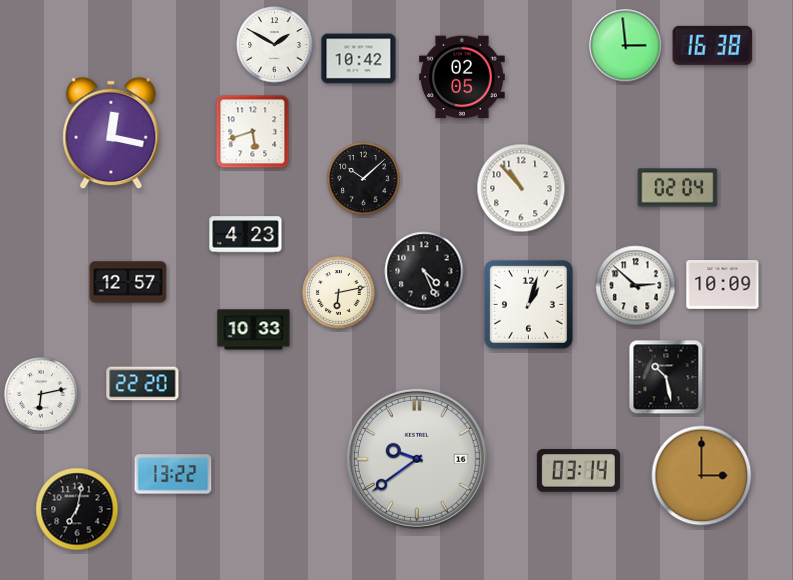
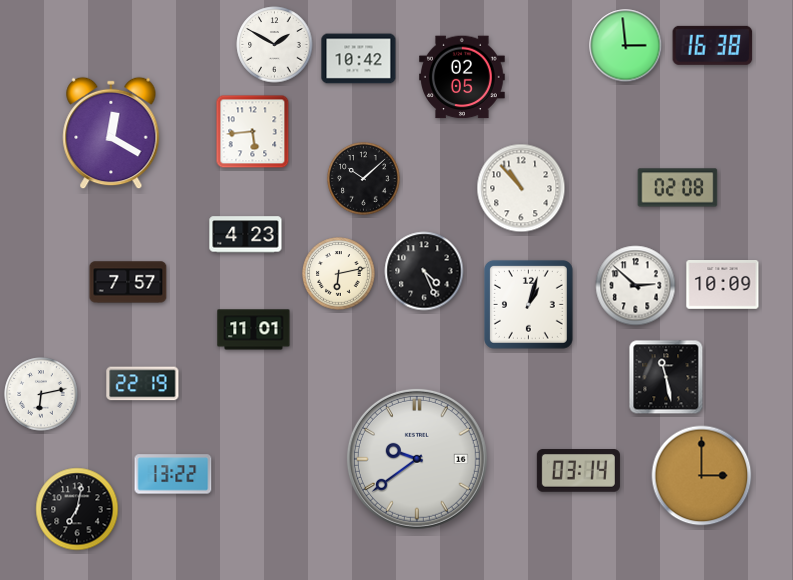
clock at (253, 132): 5:42 -> 5:44
clock at (111, 133): 12:17 -> 12:20
clock at (678, 188): 02:04 -> 02:08
clock at (128, 282): 12:57 -> 7:57
clock at (339, 293) position: (339, 293) -> (339, 274)
clock at (254, 330): 10:33 -> 11:01
clock at (666, 377): 10:28 -> 11:28
clock at (143, 384): 22:20 -> 22:19
